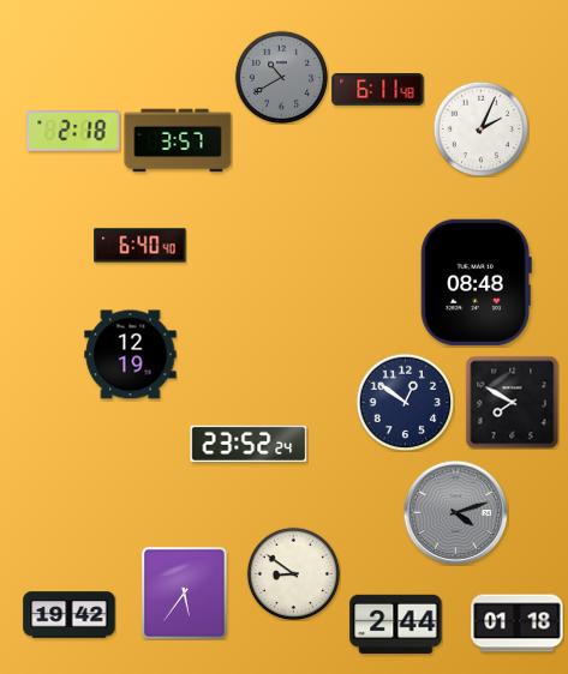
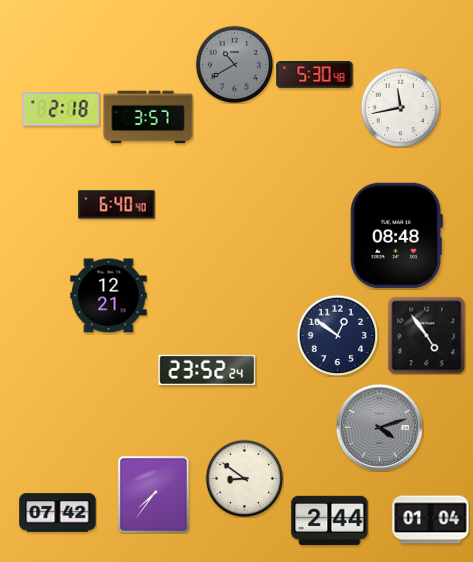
clock at (378, 90): 6:11 -> 5:30
clock at (480, 128): 2:04 -> 11:43
clock at (131, 355): 12:19 -> 12:21
clock at (512, 402): 7:50 -> 4:54
clock at (184, 592): 5:36 -> 7:36
clock at (70, 615): 19:42 -> 07:42
clock at (518, 624): 01:18 -> 01:04
